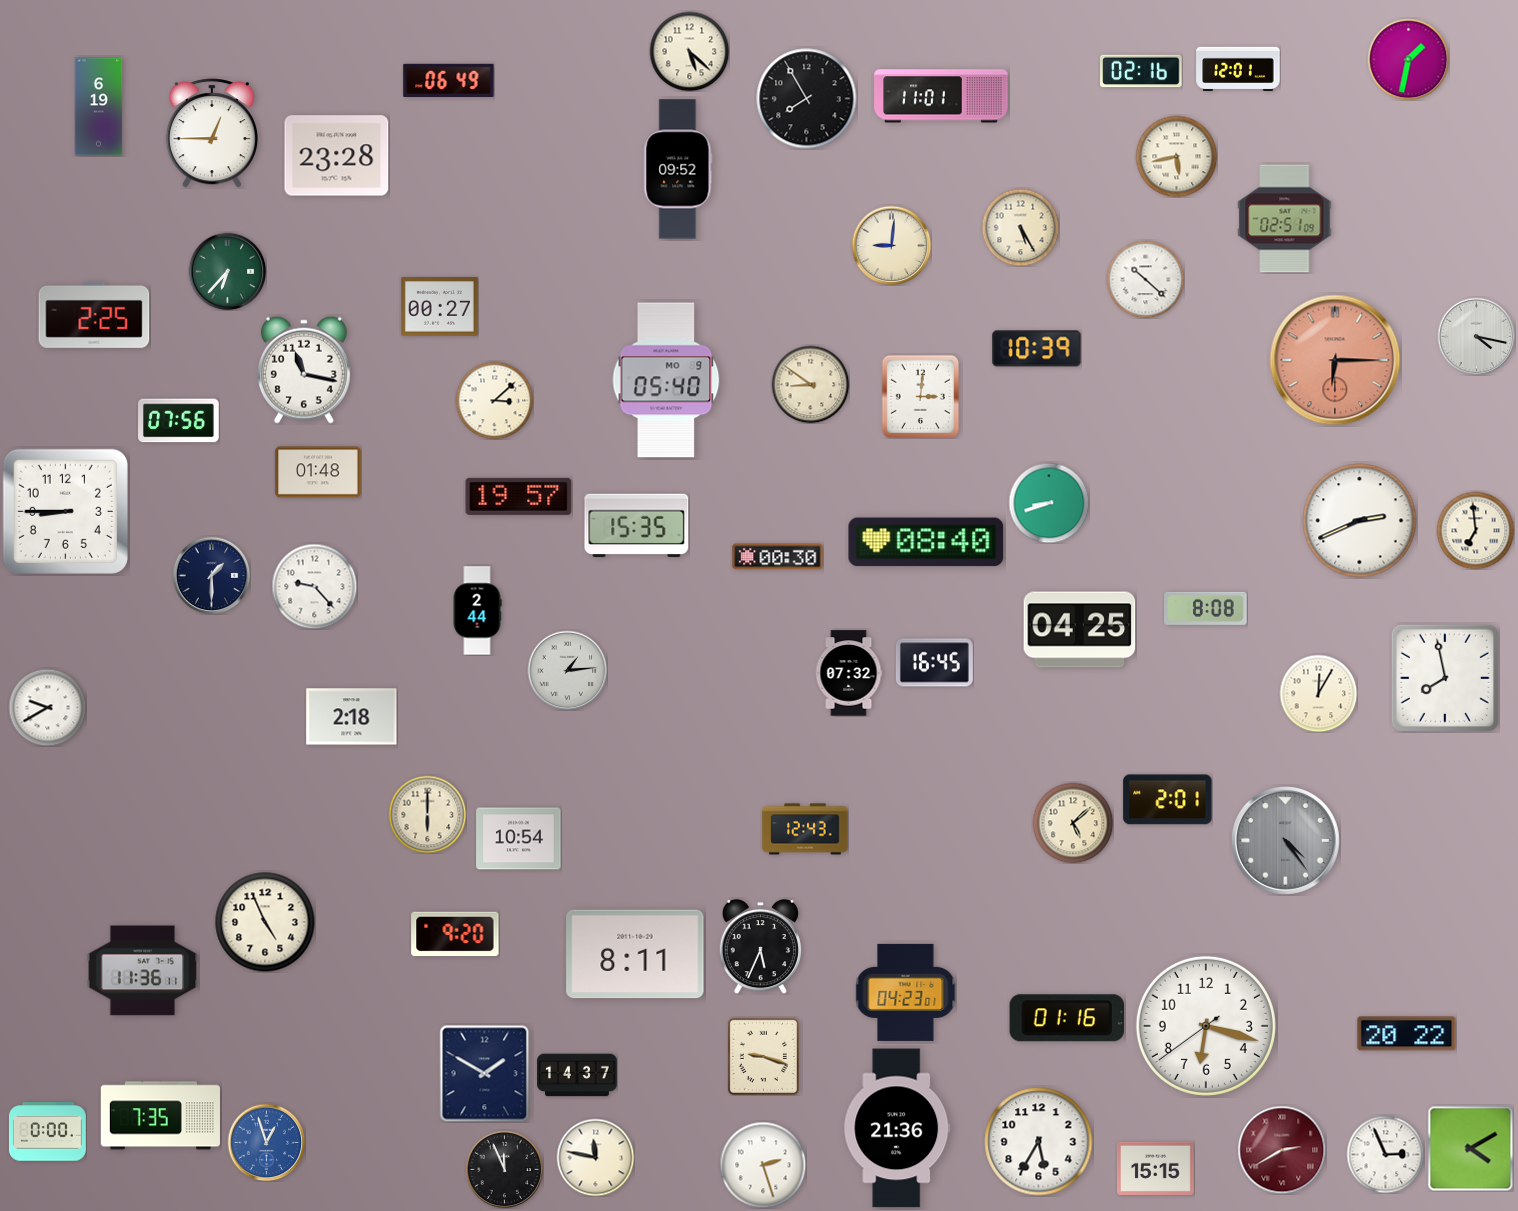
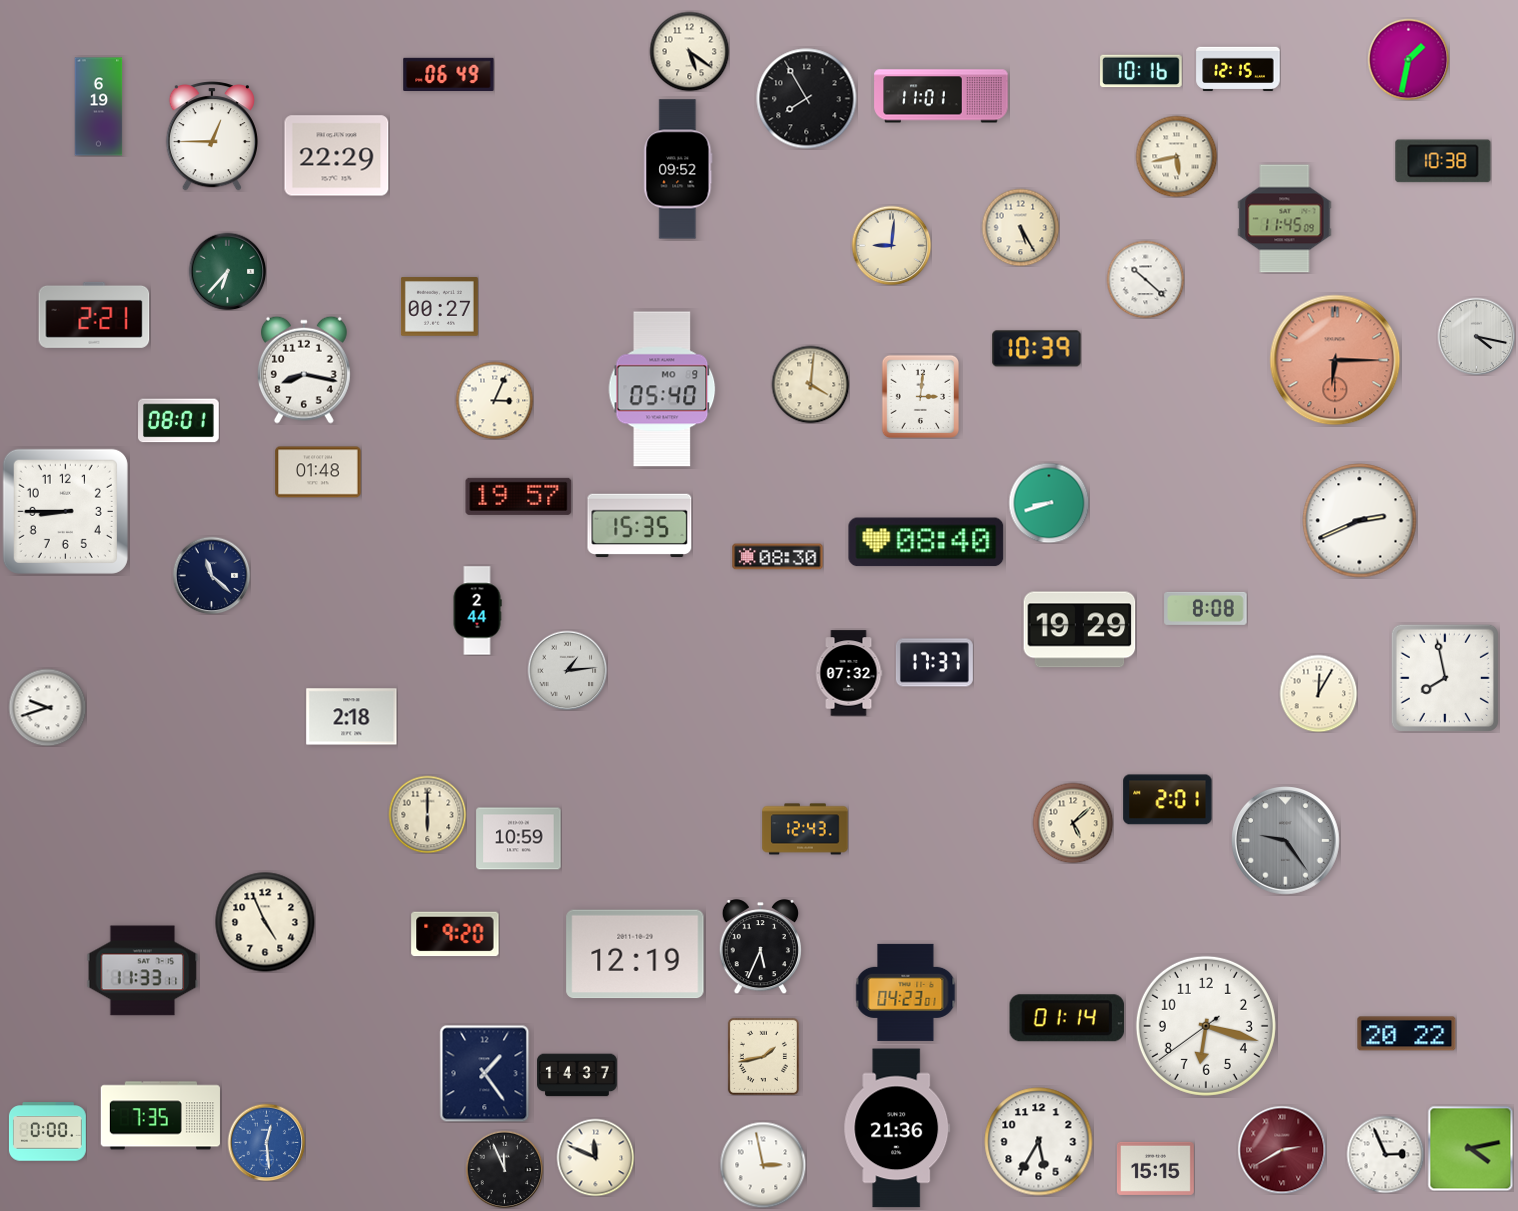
clock at (689, 51): 5:22 -> 5:21
clock at (1238, 69): 12:01 -> 12:15
clock at (1141, 71): 02:16 -> 10:16
clock at (449, 81) position: (449, 81) -> (449, 75)
clock at (212, 133) position: (212, 133) -> (212, 136)
clock at (337, 156): 23:28 -> 22:29
clock at (1443, 161): none -> 10:38
clock at (1285, 219): 02:51 -> 11:45
clock at (94, 315): 2:25 -> 2:21
clock at (304, 370): 11:17 -> 8:17
clock at (666, 380) position: (666, 380) -> (662, 389)
clock at (810, 384): 8:51 -> 4:01
clock at (494, 400): 3:08 -> 3:04
clock at (179, 421): 07:56 -> 08:01
clock at (637, 526) position: (637, 526) -> (640, 526)
clock at (1475, 530): 6:59 -> none
clock at (778, 557): 00:30 -> 08:30
clock at (211, 575): 1:30 -> 11:22
clock at (314, 586): 9:23 -> none
clock at (1080, 630): 04:25 -> 19:29
clock at (934, 663): 16:45 -> 17:37
clock at (47, 707): 9:40 -> 9:42
clock at (519, 839): 10:54 -> 10:59
clock at (1286, 841): 4:24 -> 9:24
clock at (635, 954): 8:11 -> 12:19
clock at (143, 971): 11:36 -> 11:33
clock at (1067, 1018): 01:16 -> 01:14
clock at (763, 1056): 9:18 -> 1:43
clock at (485, 1073): 1:50 -> 1:24
clock at (266, 1142): 12:57 -> 12:29
clock at (1470, 1148): 4:10 -> 4:13
clock at (595, 1157): 11:47 -> 11:49
clock at (763, 1165): 2:27 -> 2:58
